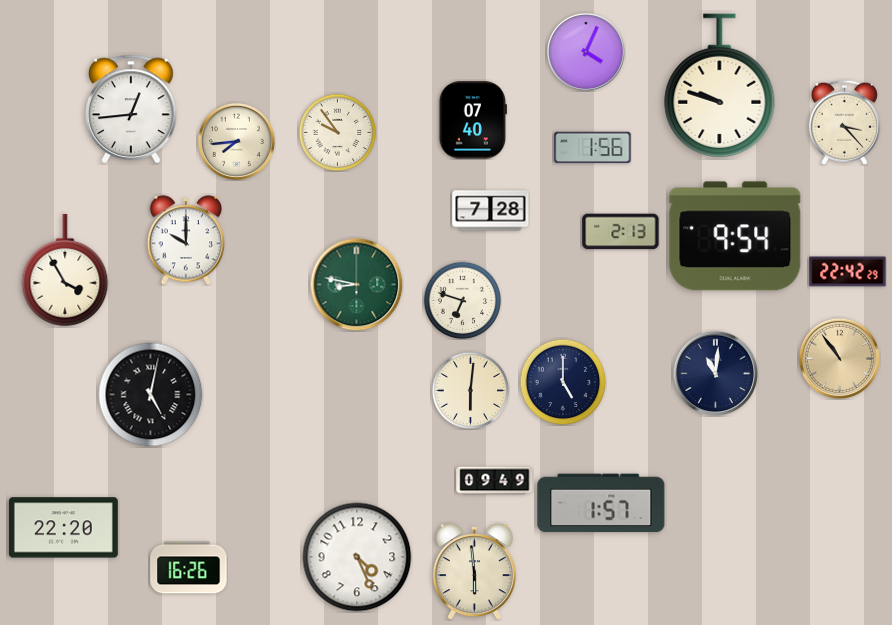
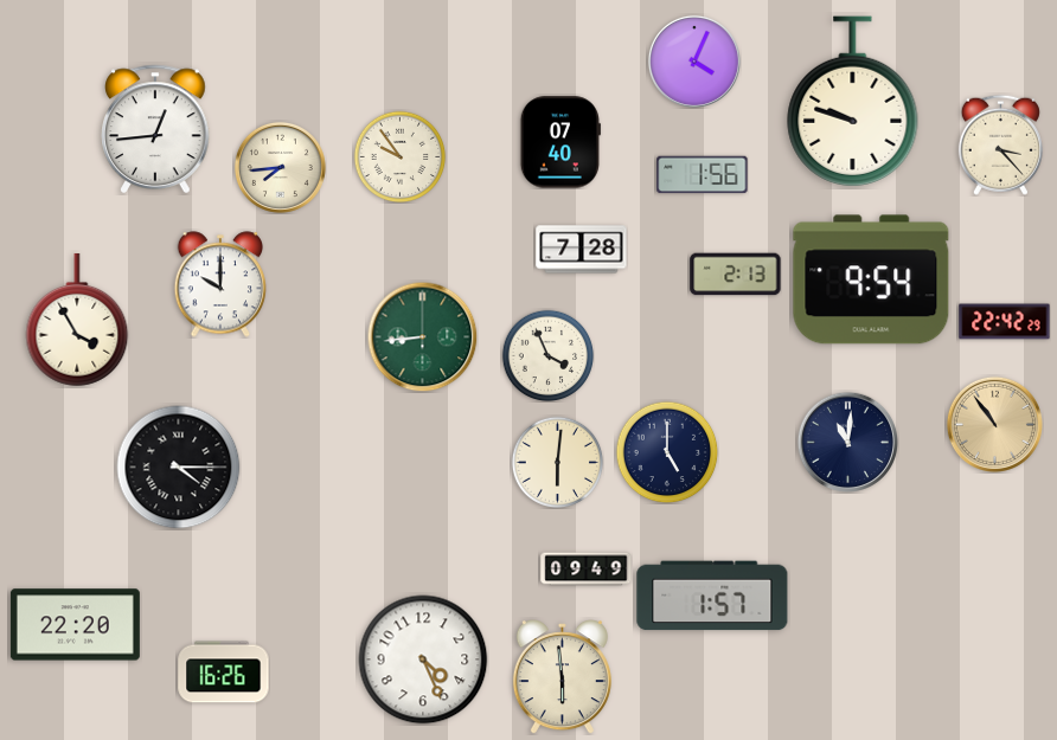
clock at (356, 284): 8:47 -> 8:44
clock at (462, 300): 6:48 -> 3:56
clock at (151, 395): 5:02 -> 4:15
